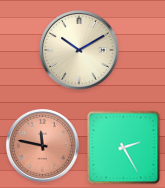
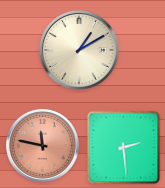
clock at (80, 51): 10:10 -> 1:10
clock at (124, 148): 2:25 -> 2:29
